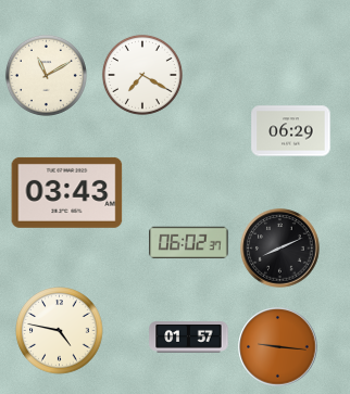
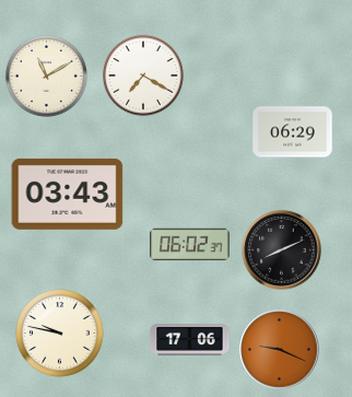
clock at (60, 331): 4:47 -> 9:47
clock at (189, 338): 01:57 -> 17:06
clock at (278, 347): 9:16 -> 9:19
